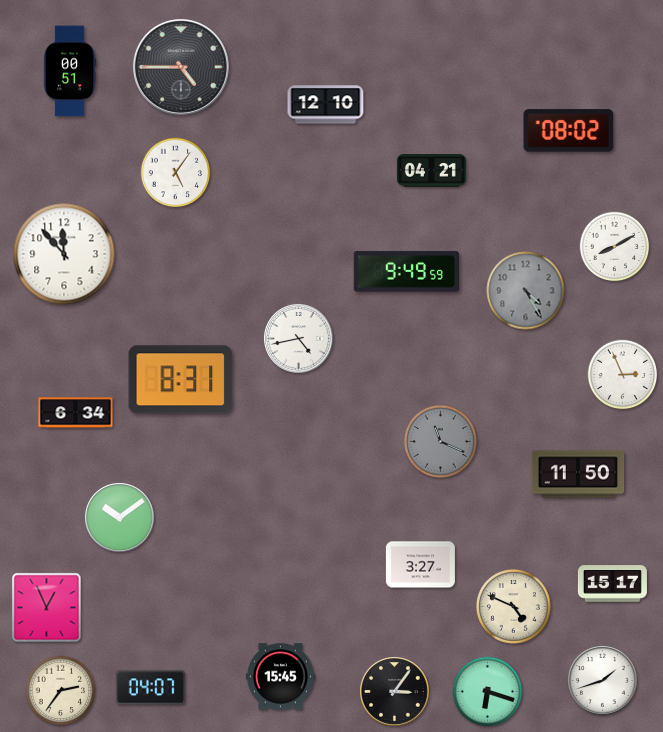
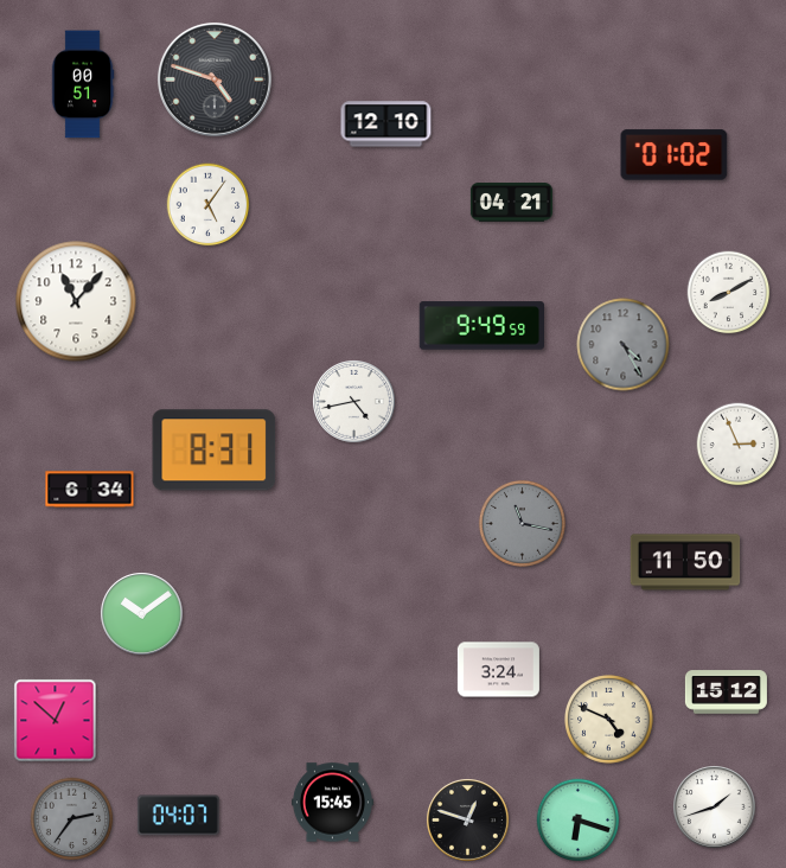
clock at (181, 67): 4:45 -> 4:48
clock at (569, 131): 08:02 -> 01:02
clock at (64, 254): 11:53 -> 11:07
clock at (406, 272) position: (406, 272) -> (481, 326)
clock at (440, 441): 11:19 -> 11:17
clock at (420, 565): 3:27 -> 3:24
clock at (612, 584): 15:17 -> 15:12
clock at (47, 608): 12:56 -> 12:52
clock at (61, 691) dial: cream -> grey
clock at (395, 692): 3:06 -> 12:48
